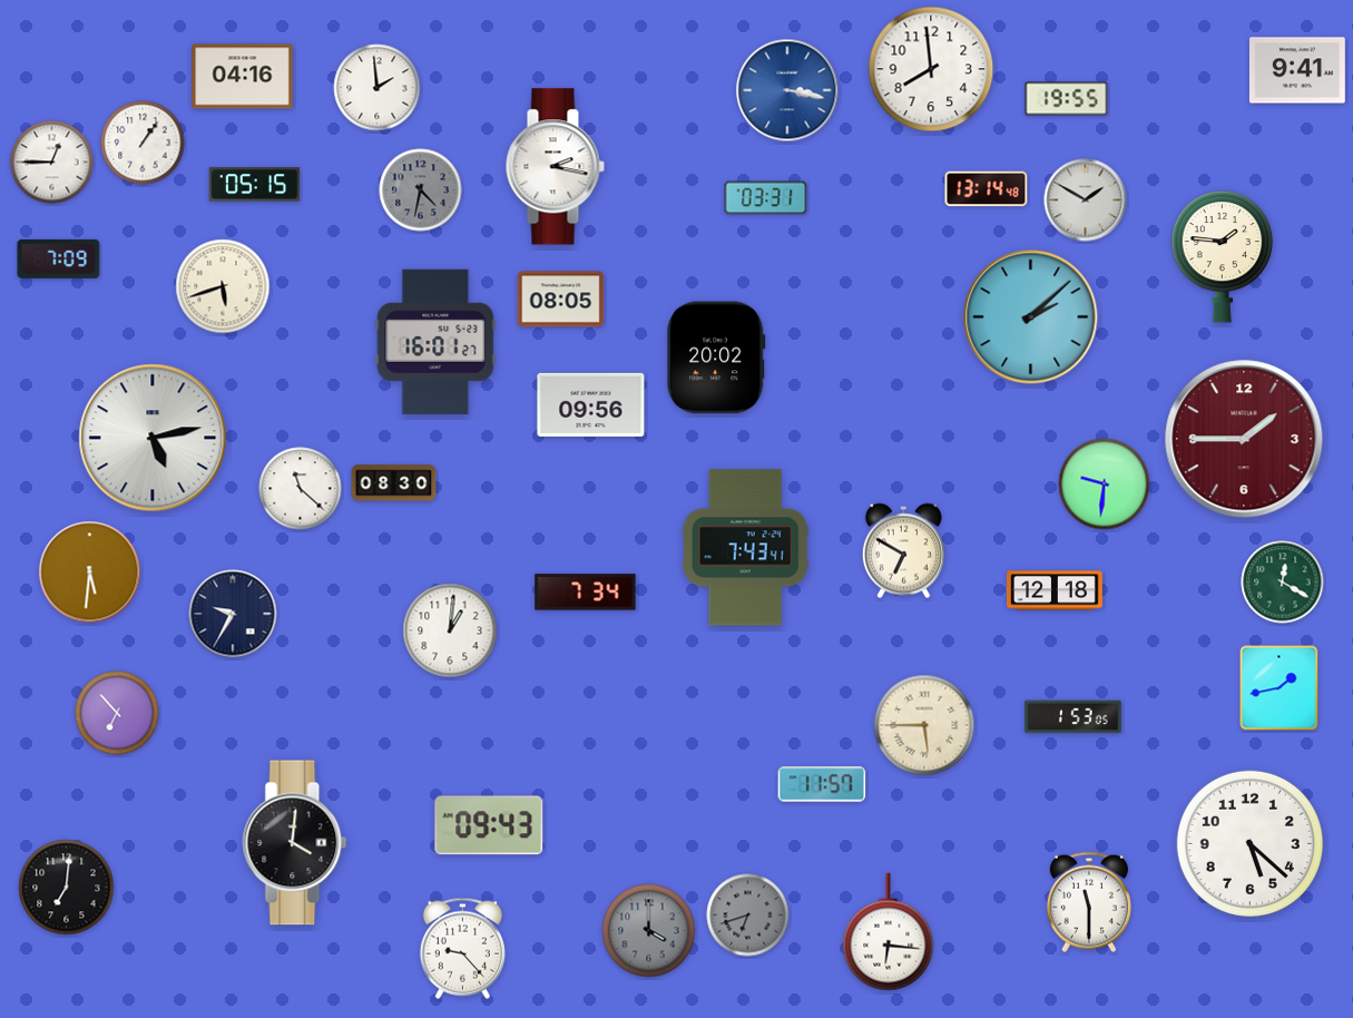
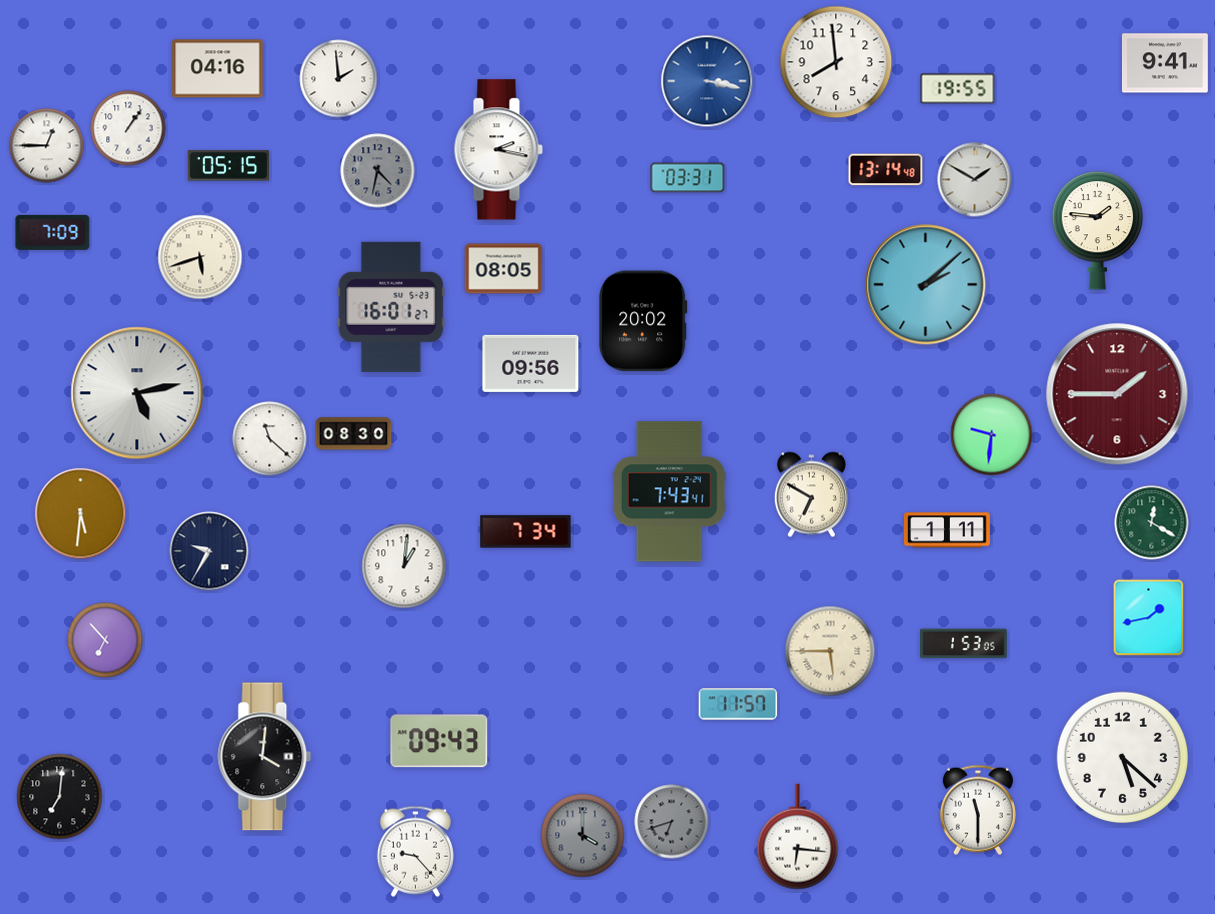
clock at (1056, 590): 12:18 -> 1:11
